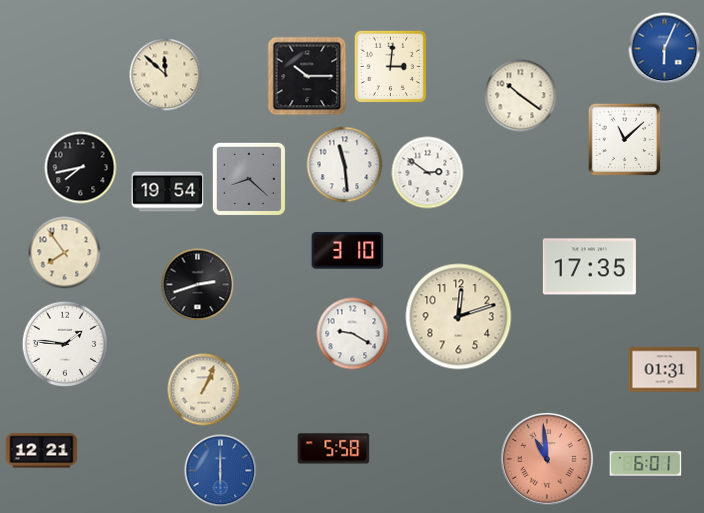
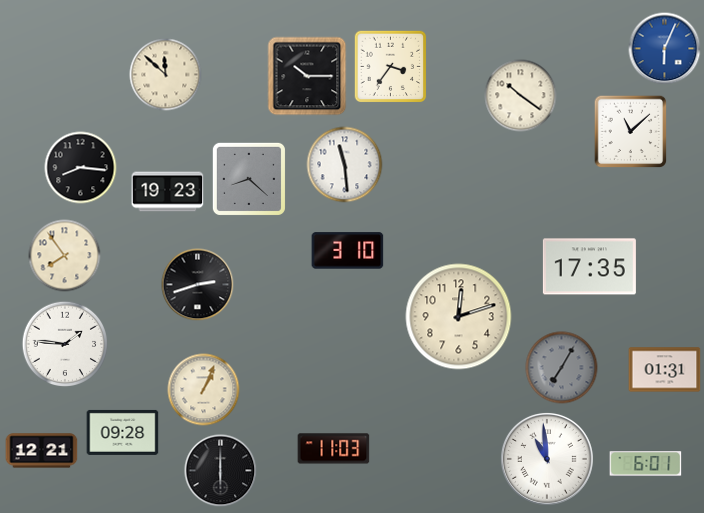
clock at (391, 67): 3:01 -> 3:36
clock at (625, 140) position: (625, 140) -> (631, 132)
clock at (81, 168): 7:43 -> 8:16
clock at (428, 173): 2:51 -> none
clock at (168, 192): 19:54 -> 19:23
clock at (65, 253) position: (65, 253) -> (65, 256)
clock at (353, 334): 9:20 -> none
clock at (562, 368): none -> 7:05
clock at (123, 432): none -> 09:28
clock at (334, 449): 5:58 -> 11:03
clock at (547, 459) dial: salmon -> white
clock at (221, 471) dial: blue -> black
